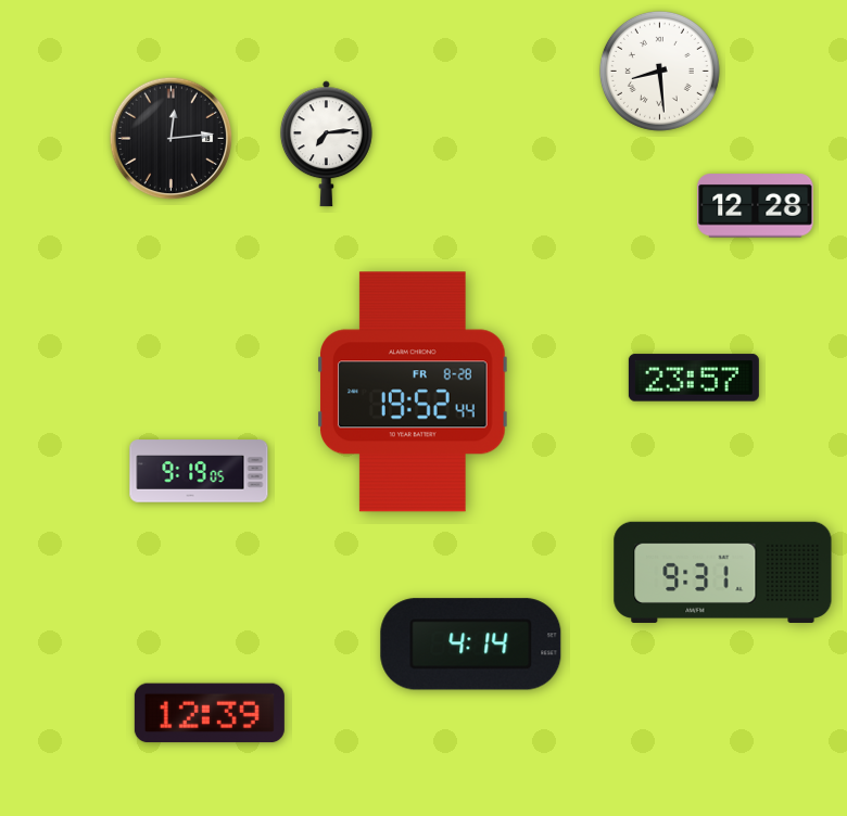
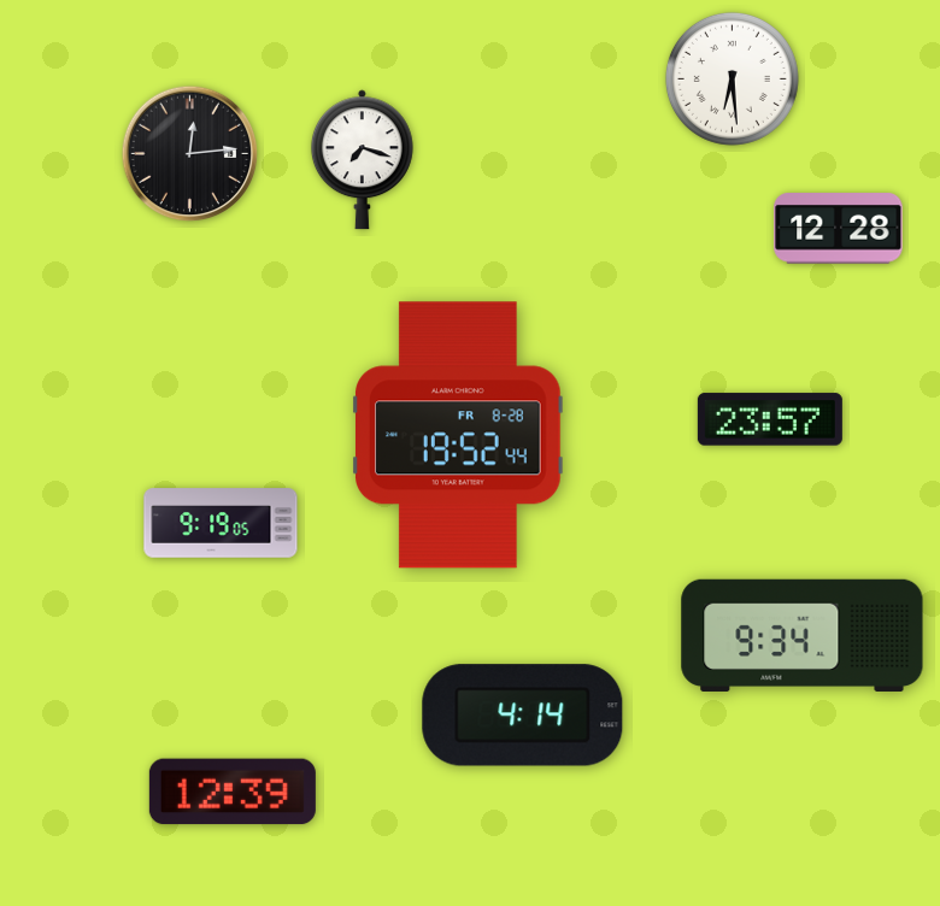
clock at (659, 71): 8:29 -> 6:29
clock at (326, 144): 7:14 -> 7:18
clock at (723, 572): 9:31 -> 9:34
